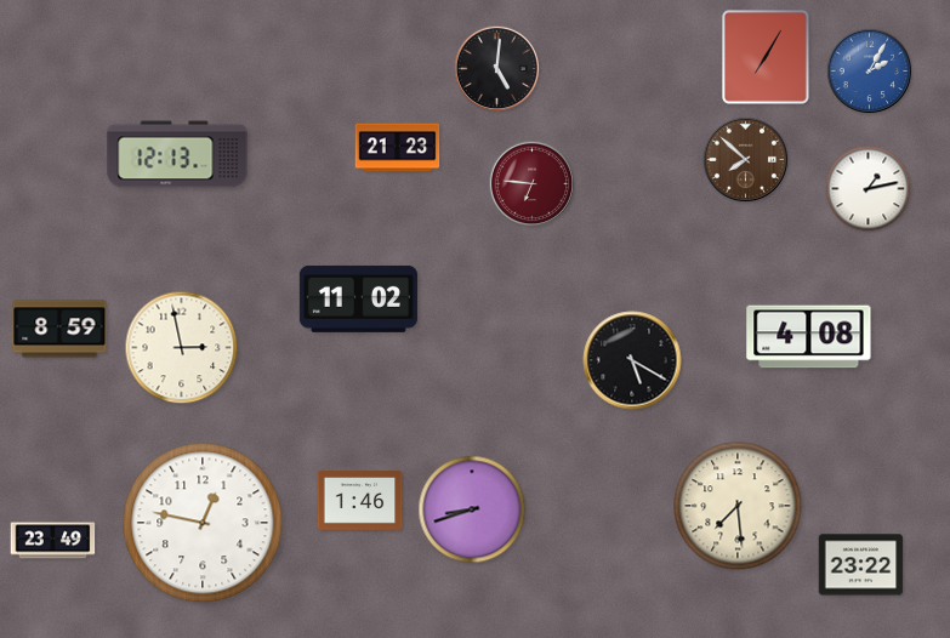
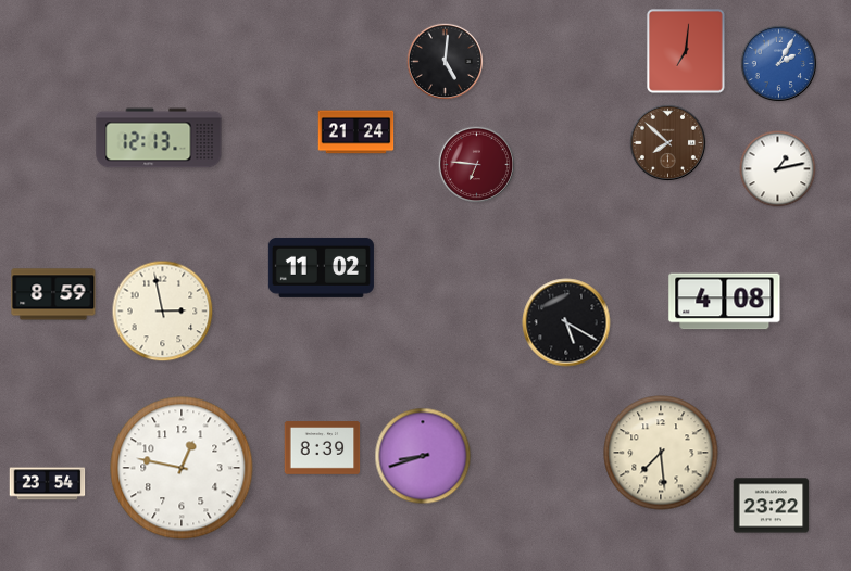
clock at (767, 58): 7:05 -> 7:01
clock at (398, 148): 21:23 -> 21:24
clock at (360, 501): 1:46 -> 8:39
clock at (53, 541): 23:49 -> 23:54
